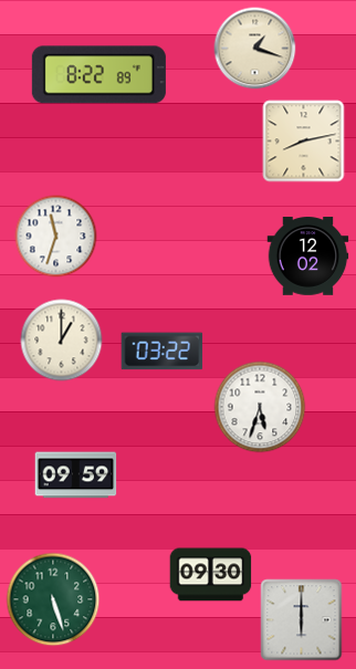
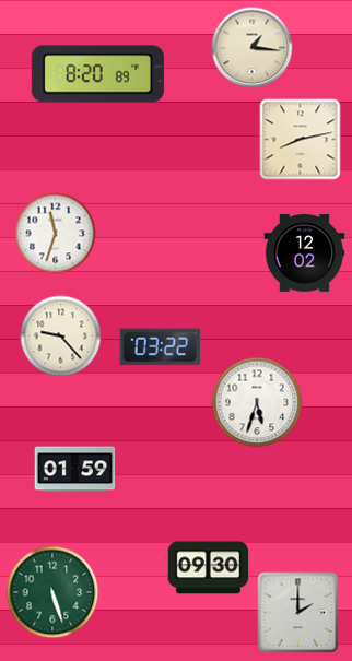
clock at (255, 49): 1:18 -> 1:16
clock at (98, 75): 8:22 -> 8:20
clock at (62, 341): 1:00 -> 9:23
clock at (76, 475): 09:59 -> 01:59
clock at (302, 620): 6:00 -> 2:00
